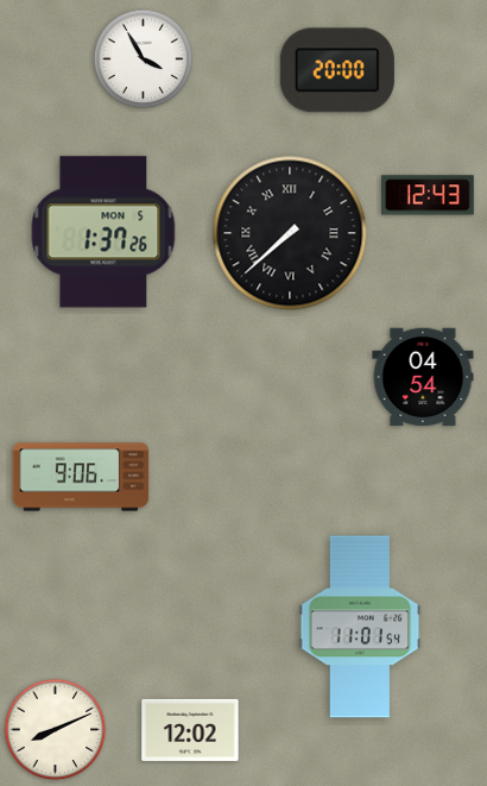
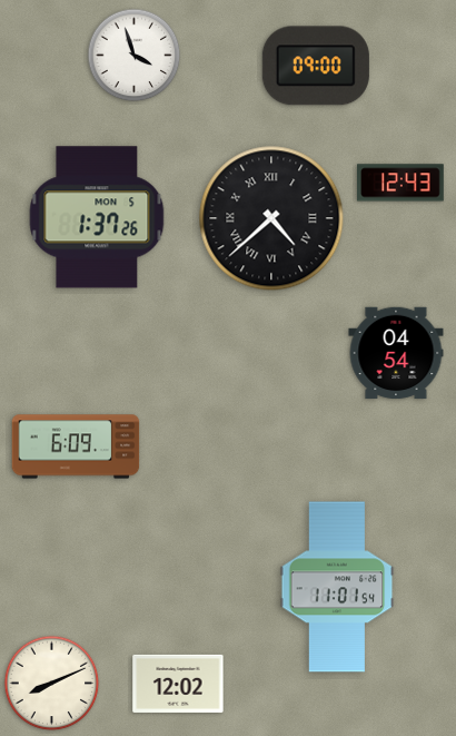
clock at (144, 59): 3:55 -> 3:57
clock at (337, 70): 20:00 -> 09:00
clock at (290, 233): 7:38 -> 4:38
clock at (81, 477): 9:06 -> 6:09
